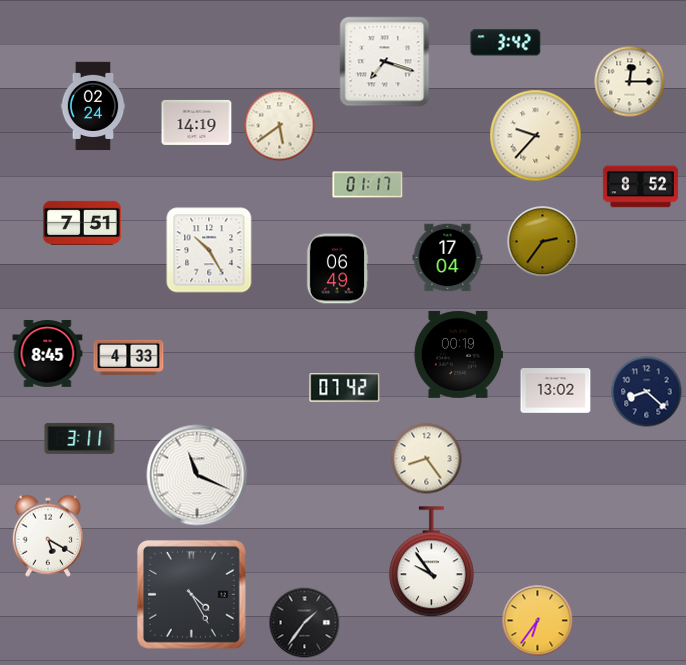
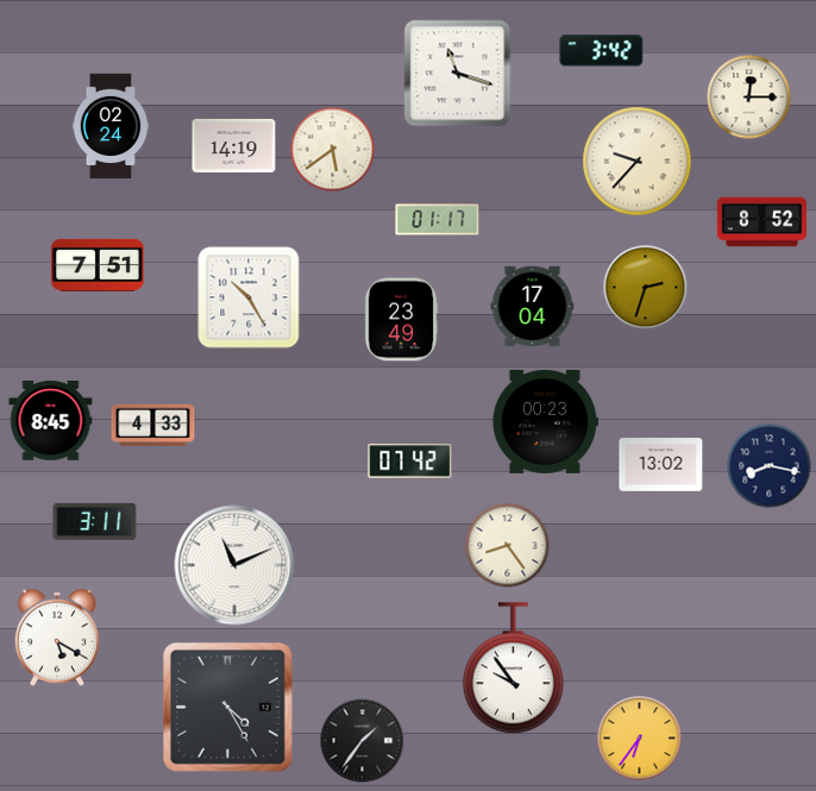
clock at (385, 62): 7:18 -> 11:18
clock at (543, 242): 2:36 -> 2:33
clock at (337, 269): 06:49 -> 23:49
clock at (48, 353) position: (48, 353) -> (51, 420)
clock at (458, 354): 00:19 -> 00:23
clock at (647, 392): 8:22 -> 8:17
clock at (197, 475): 11:19 -> 11:11
